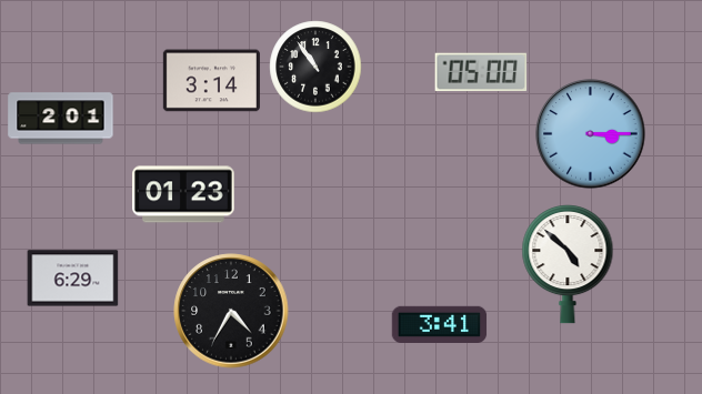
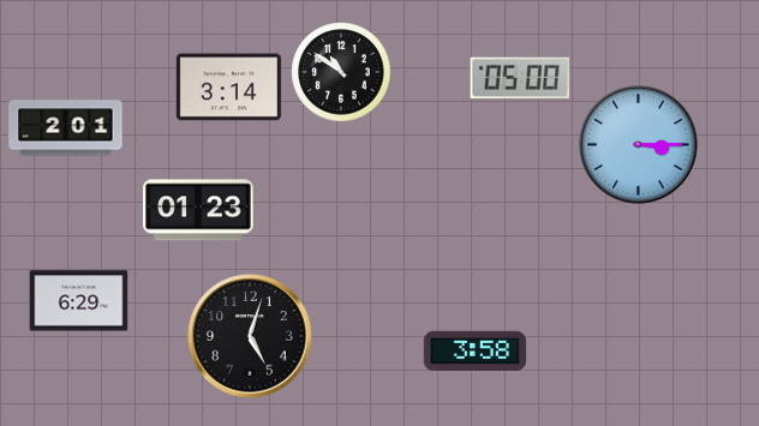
clock at (315, 67): 10:54 -> 10:51
clock at (568, 265): 4:52 -> none
clock at (231, 311): 4:35 -> 5:03
clock at (440, 324): 3:41 -> 3:58
